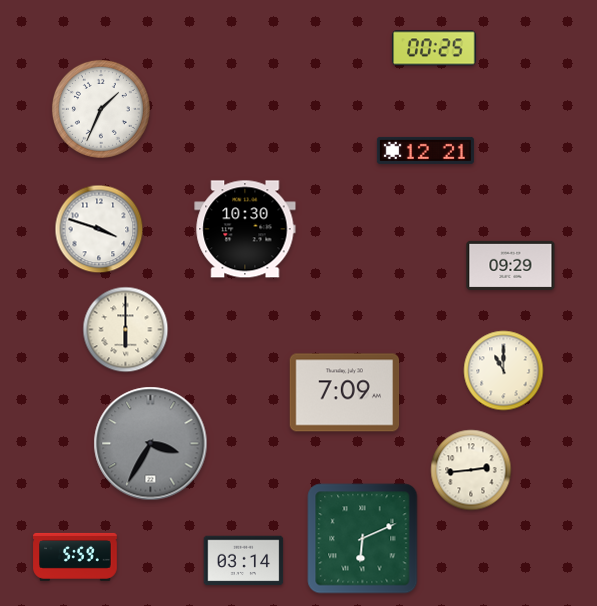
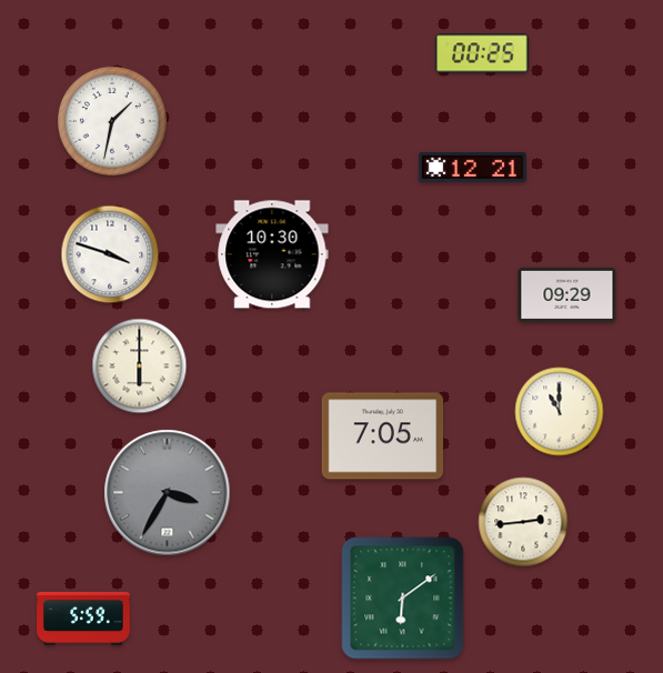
clock at (101, 109): 1:34 -> 1:32
clock at (345, 393): 7:09 -> 7:05
clock at (363, 539): 6:11 -> 6:09
clock at (244, 561): 03:14 -> none
